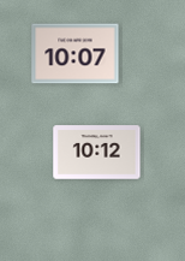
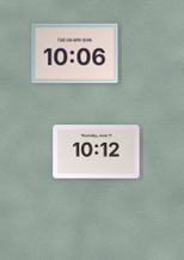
clock at (76, 54): 10:07 -> 10:06
